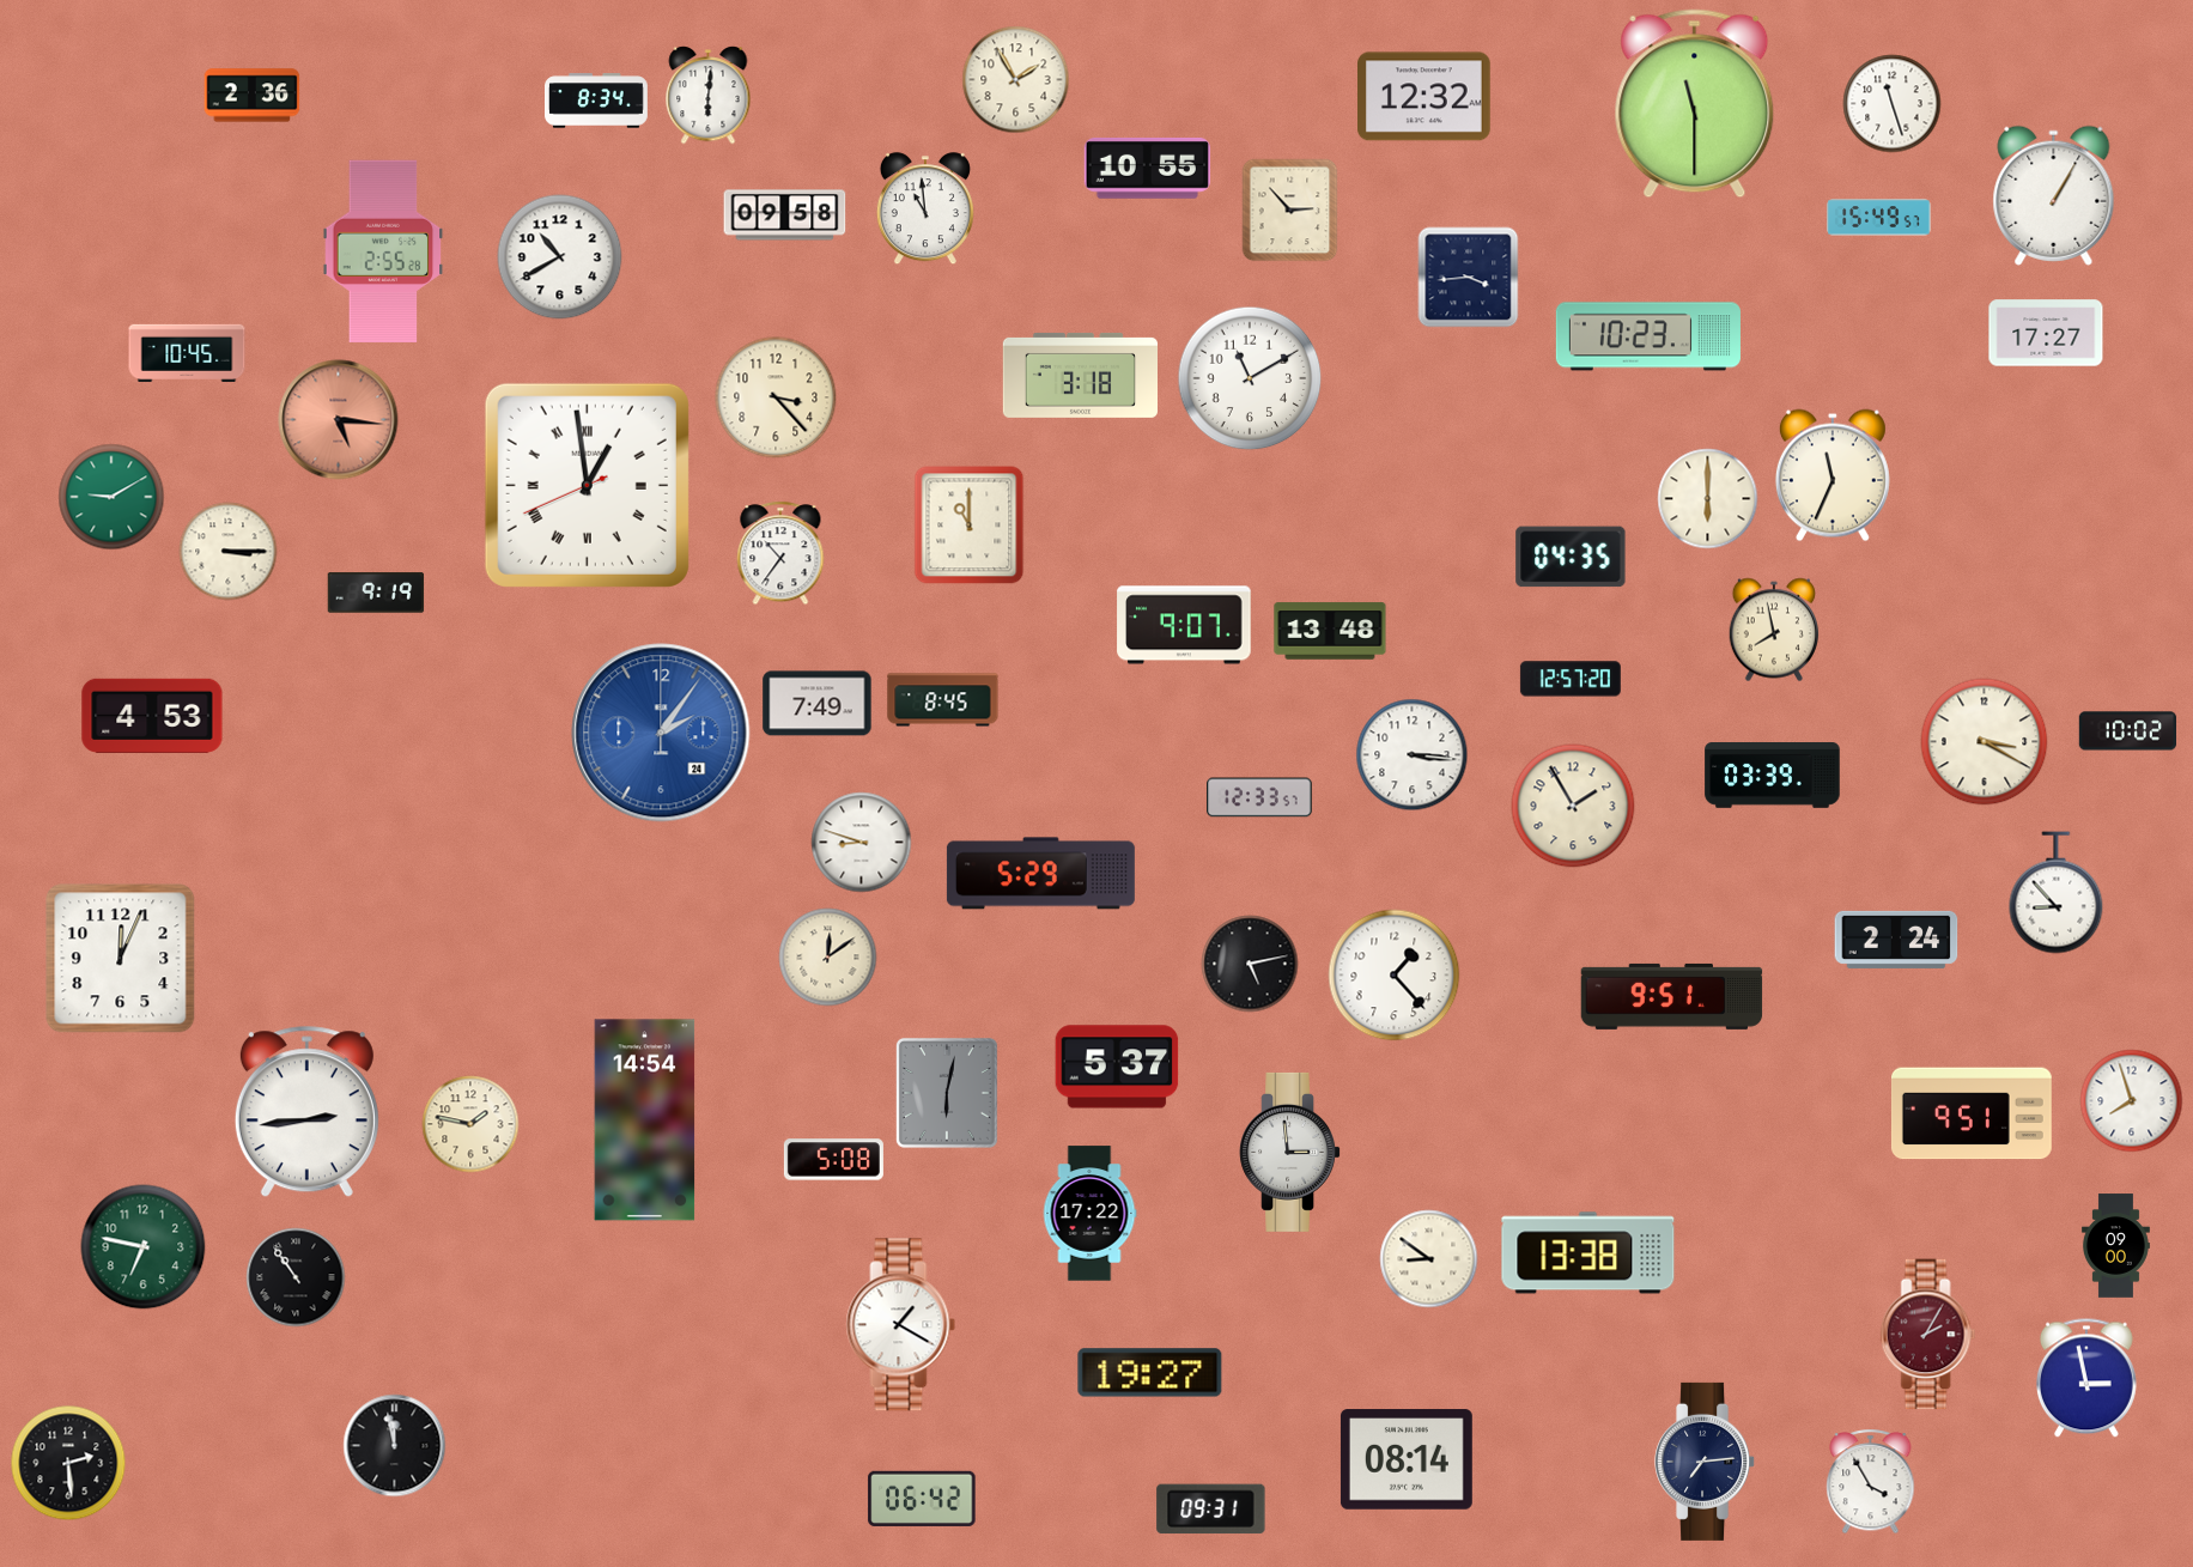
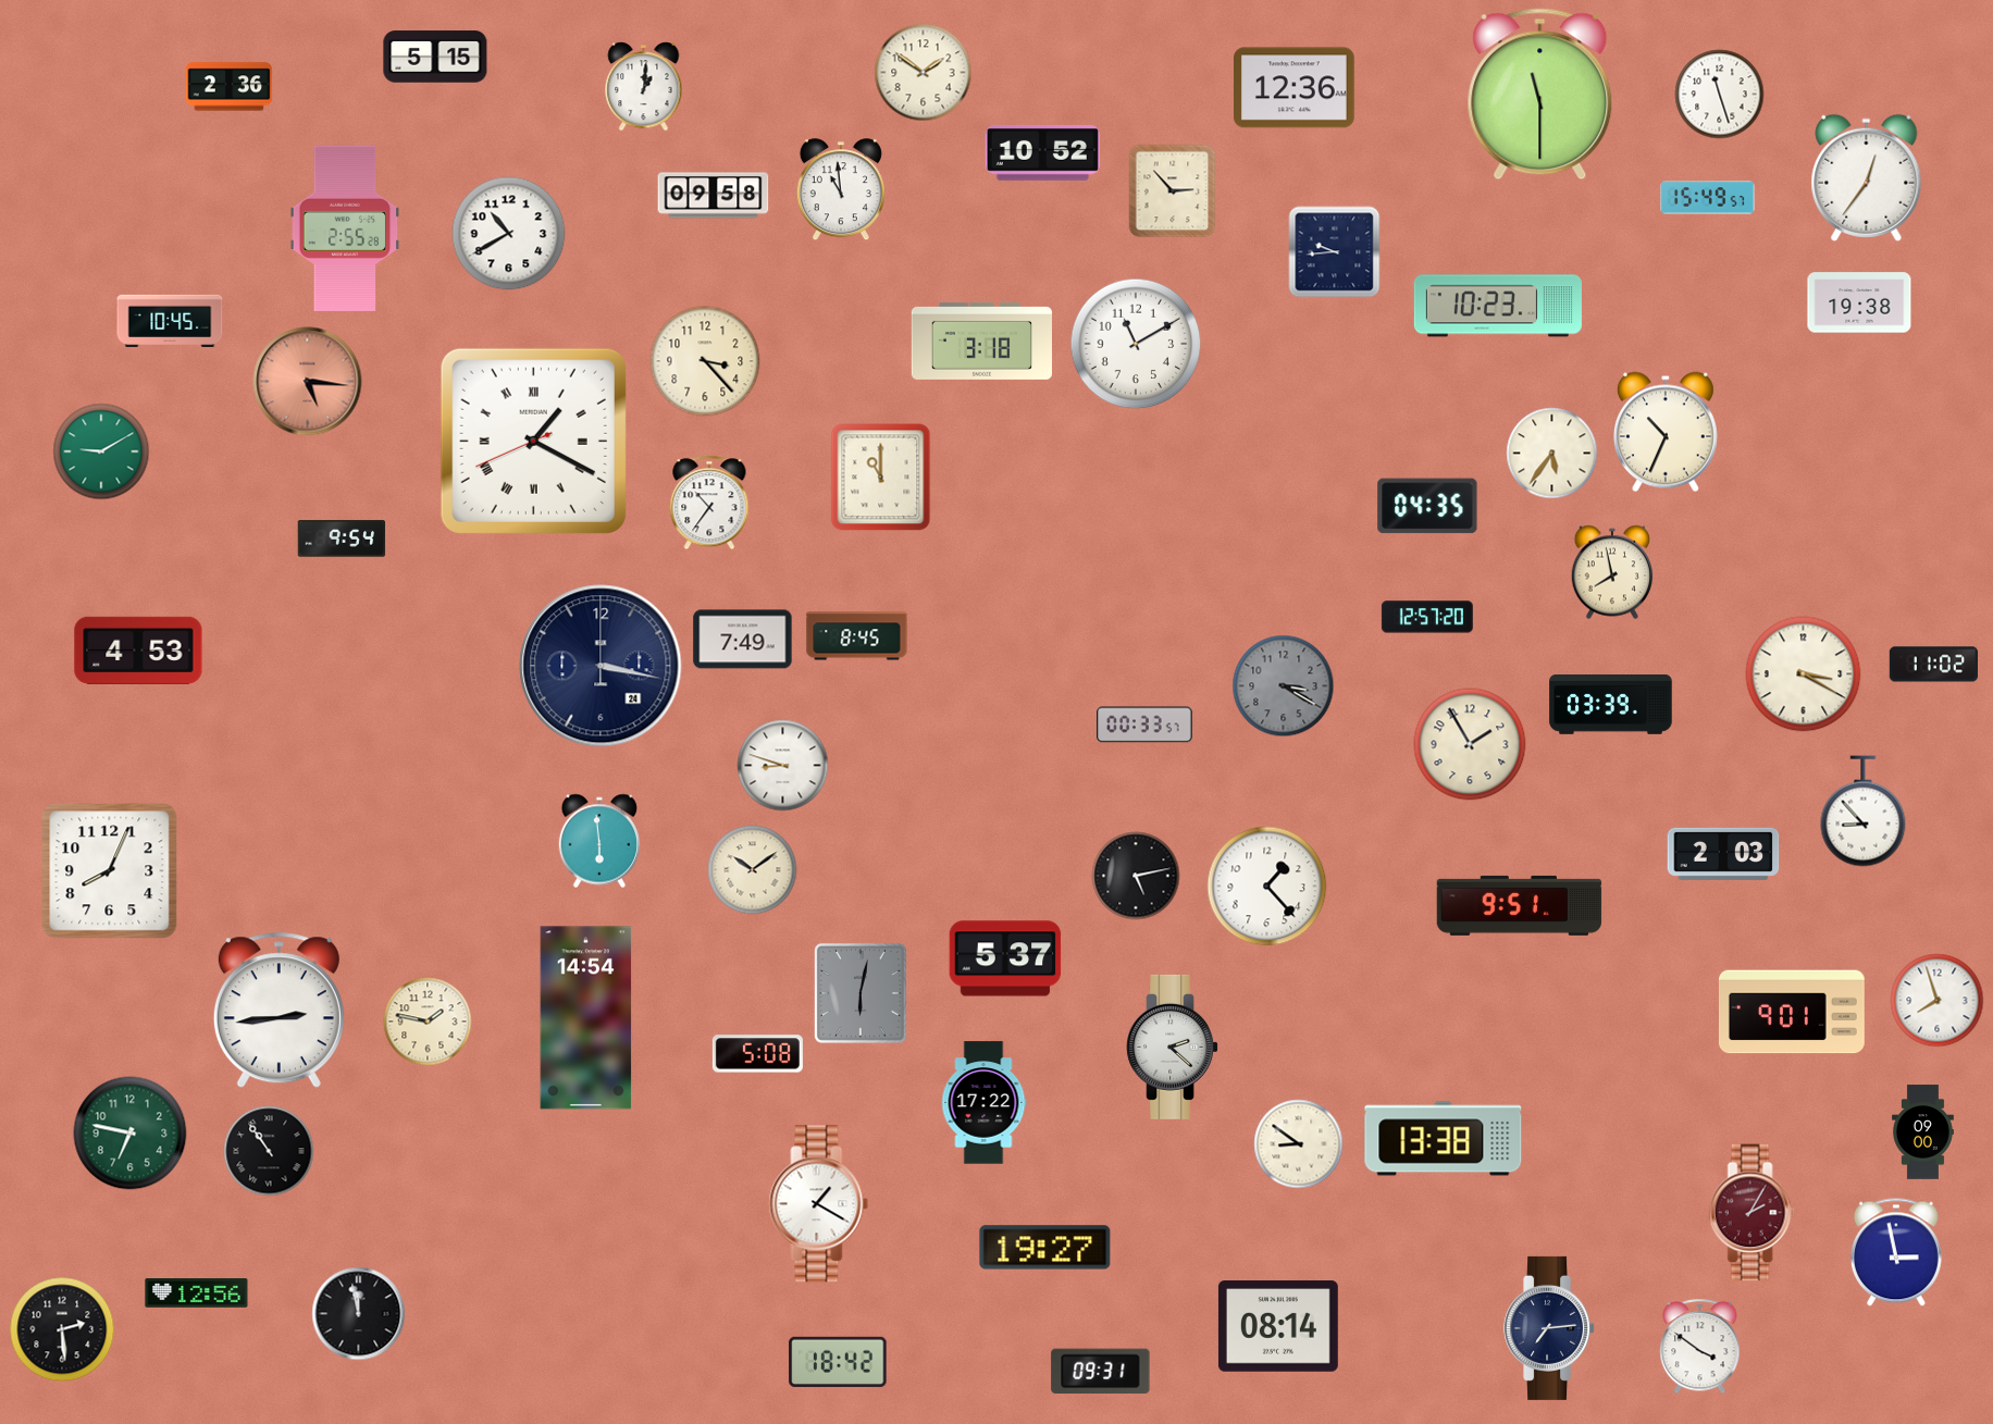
clock at (435, 57): none -> 5:15
clock at (1016, 80): 1:55 -> 1:51
clock at (709, 96): 6:01 -> 1:01
clock at (1424, 97): 12:32 -> 12:36
clock at (597, 101): 8:34 -> none
clock at (1147, 168): 10:55 -> 10:52
clock at (2054, 195): 1:05 -> 12:36
clock at (383, 250) position: (383, 250) -> (345, 227)
clock at (1469, 278): 3:44 -> 9:44
clock at (2046, 333): 17:27 -> 19:38
clock at (1833, 475): 11:34 -> 10:34
clock at (587, 485): 12:58 -> 1:19
clock at (1708, 499): 6:00 -> 5:36
clock at (229, 552): 3:15 -> none
clock at (376, 593): 9:19 -> 9:54
clock at (1184, 625): 9:07 -> none
clock at (1330, 631): 13:48 -> none
clock at (2128, 731): 10:02 -> 11:02
clock at (661, 733): 2:06 -> 3:17
clock at (661, 733) dial: blue -> navy
clock at (1413, 755): 3:16 -> 3:20
clock at (1413, 755) dial: white -> grey
clock at (1259, 797): 12:33 -> 00:33
clock at (1573, 806) position: (1573, 806) -> (1470, 744)
clock at (1040, 874): 5:29 -> none
clock at (2057, 893) position: (2057, 893) -> (1864, 812)
clock at (599, 841): none -> 5:59
clock at (1896, 940): 2:24 -> 2:03
clock at (828, 958): 12:09 -> 10:09
clock at (121, 959): 12:04 -> 8:04
clock at (1117, 1067) position: (1117, 1067) -> (1005, 958)
clock at (1972, 1113): 9:51 -> 9:01
clock at (1290, 1152): 2:59 -> 2:22
clock at (1089, 1214) position: (1089, 1214) -> (983, 1103)
clock at (296, 1277) position: (296, 1277) -> (269, 1151)
clock at (197, 1293): none -> 12:56
clock at (1871, 1482): 3:55 -> 3:51
clock at (922, 1499): 06:42 -> 18:42
